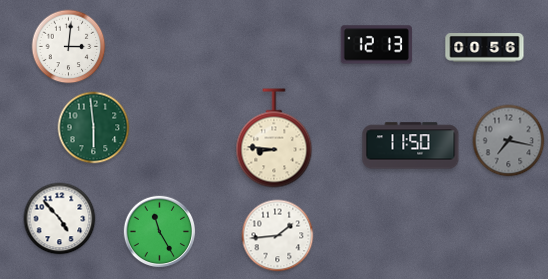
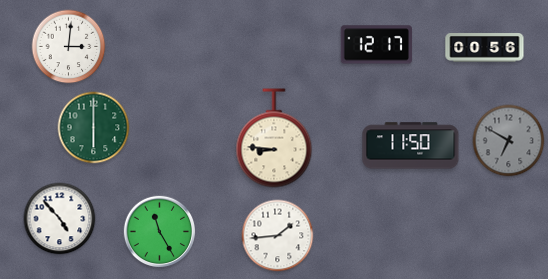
clock at (376, 45): 12:13 -> 12:17
clock at (94, 128): 5:59 -> 6:00
clock at (509, 141): 7:17 -> 6:50
